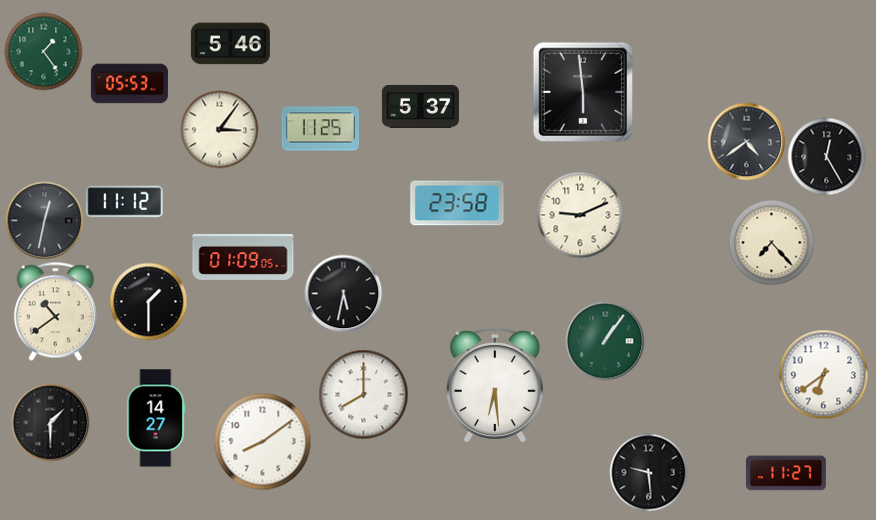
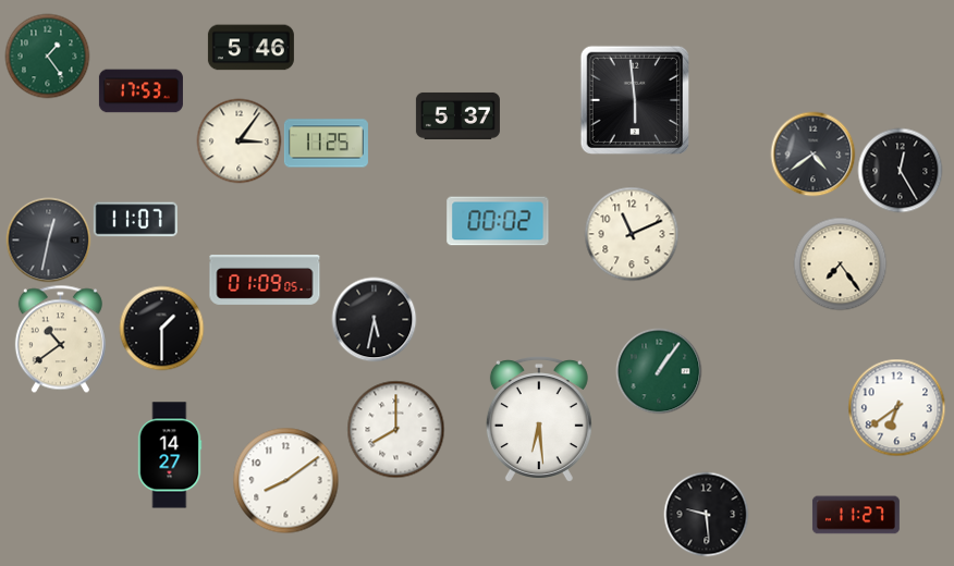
clock at (129, 84): 05:53 -> 17:53
clock at (320, 129) position: (320, 129) -> (326, 144)
clock at (124, 202): 11:12 -> 11:07
clock at (457, 203): 23:58 -> 00:02
clock at (580, 215): 9:11 -> 11:11
clock at (771, 242): 7:23 -> 7:24
clock at (50, 422): 1:30 -> none
